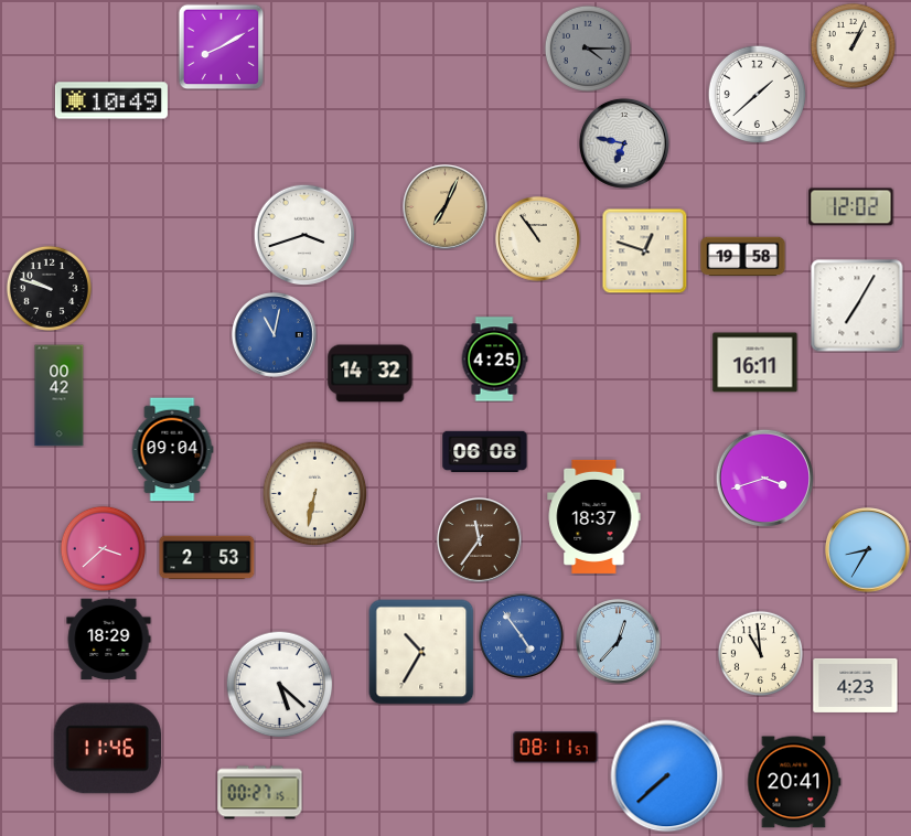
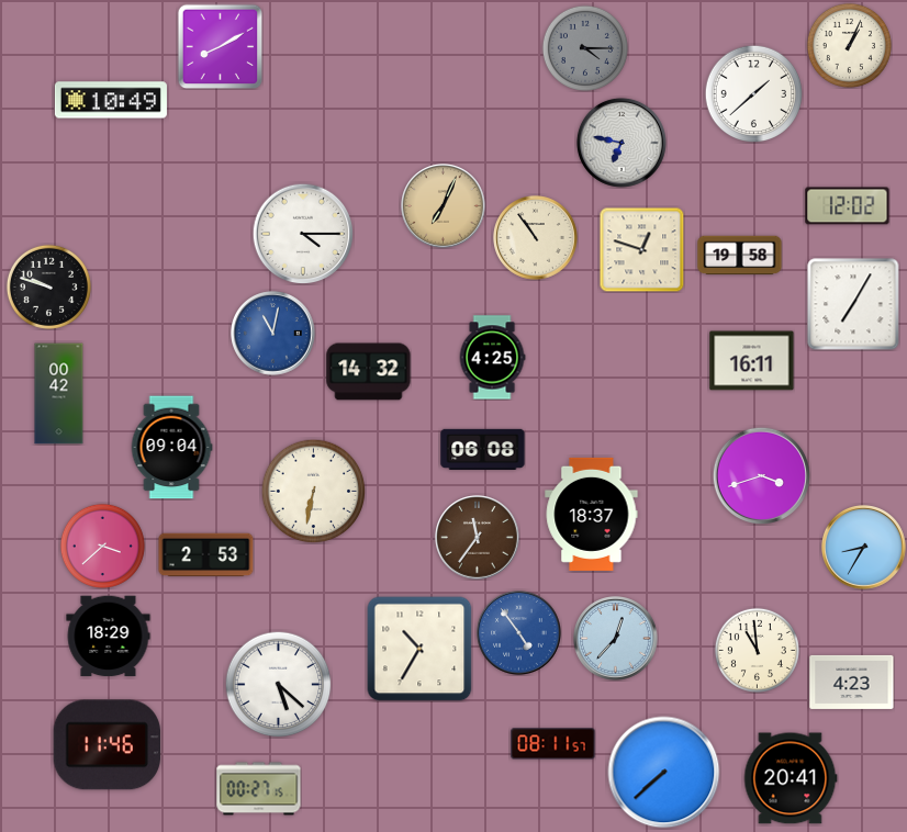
clock at (304, 235): 3:42 -> 4:15
clock at (279, 684) position: (279, 684) -> (278, 684)
